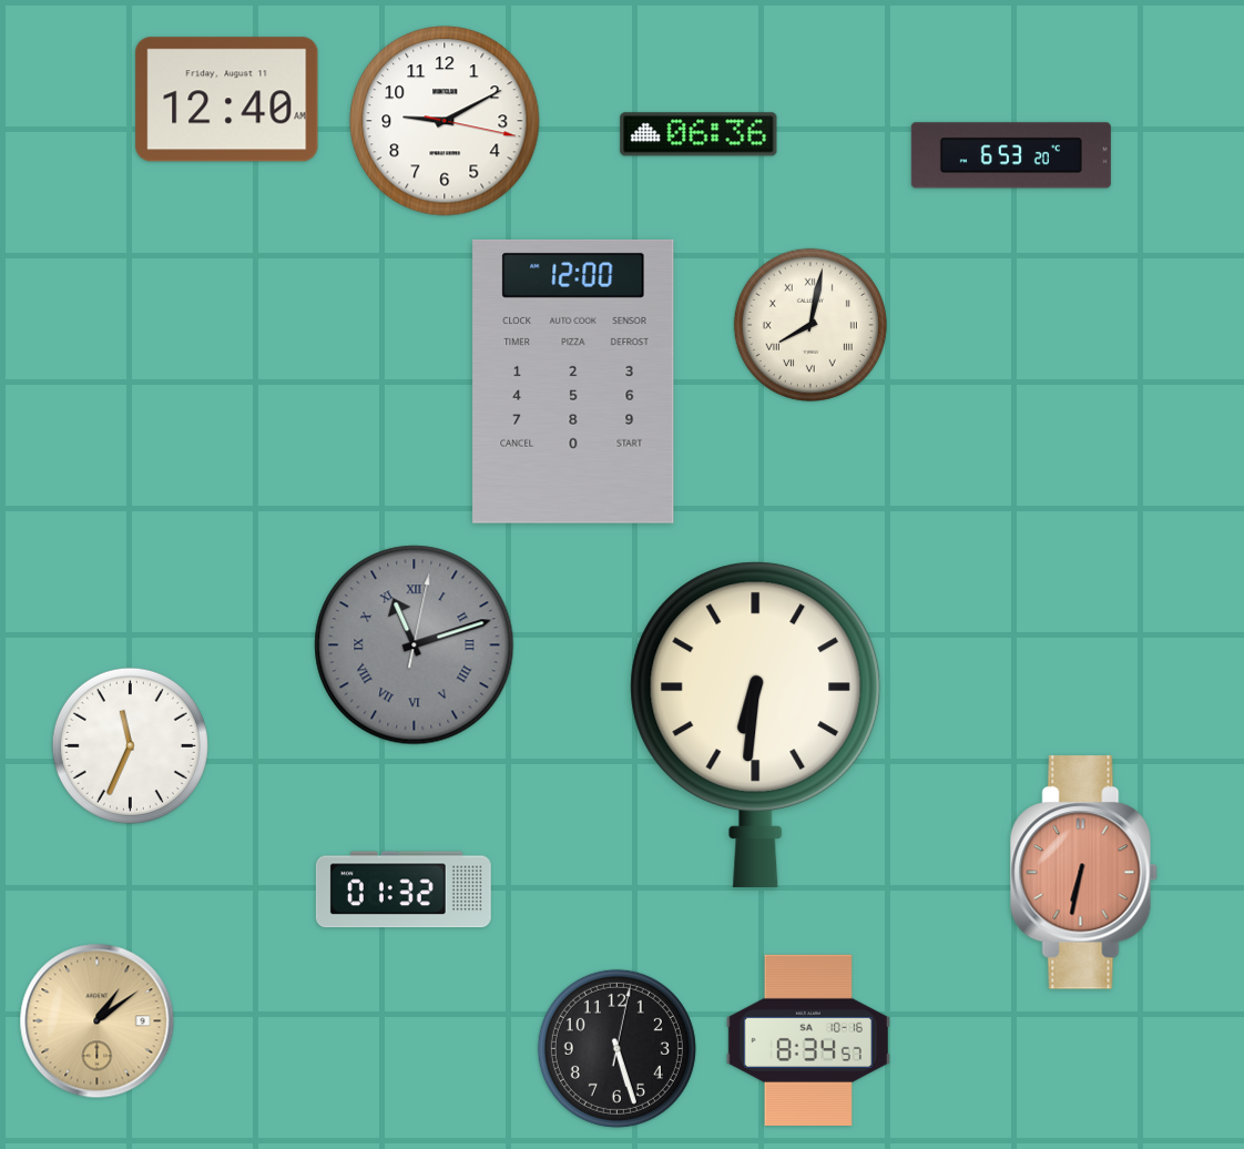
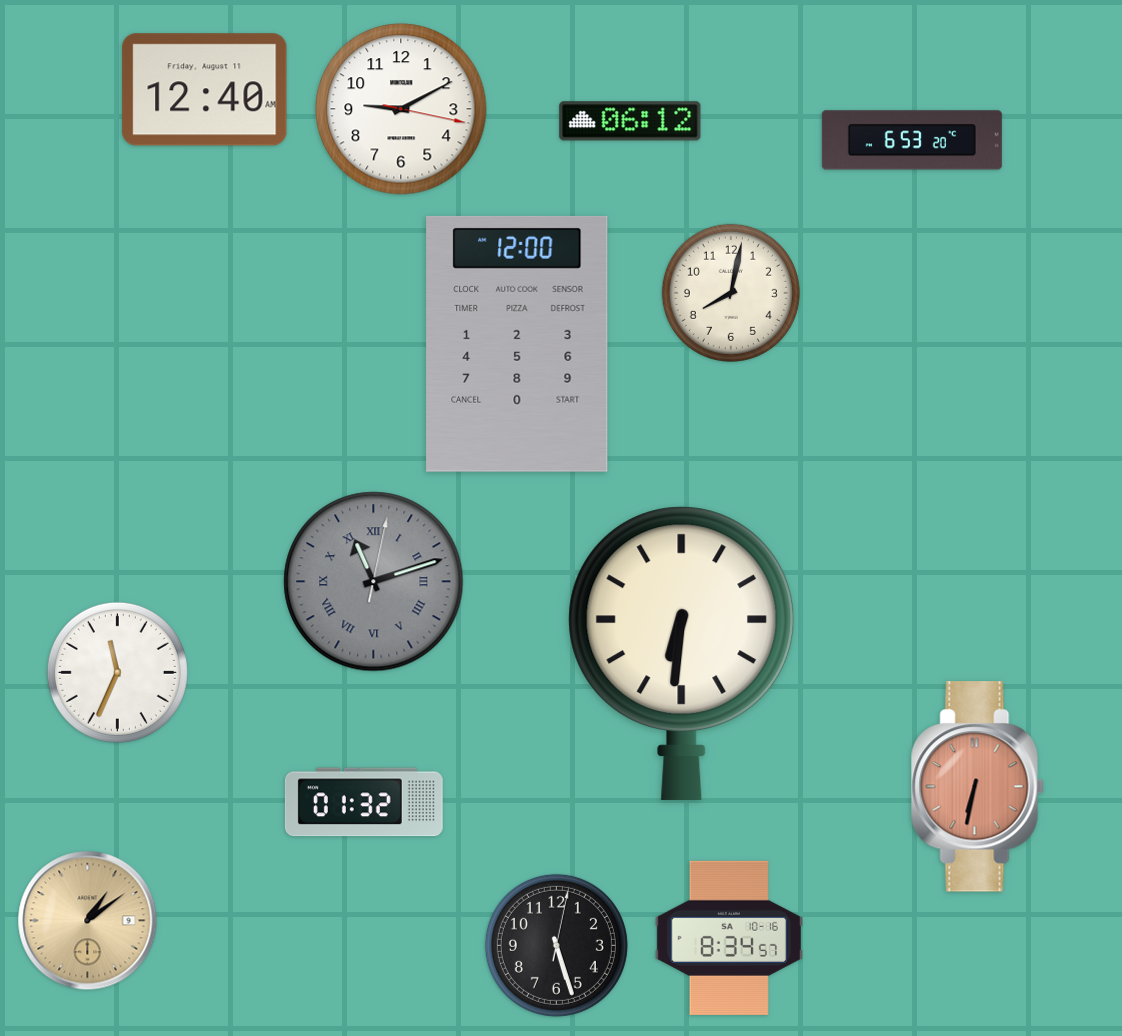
clock at (699, 134): 06:36 -> 06:12
clock at (810, 325) numerals: Roman -> Arabic
